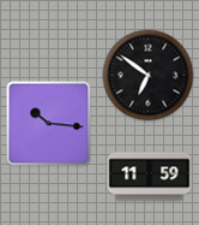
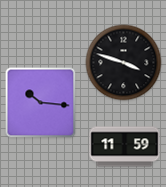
clock at (149, 76): 6:51 -> 3:48
